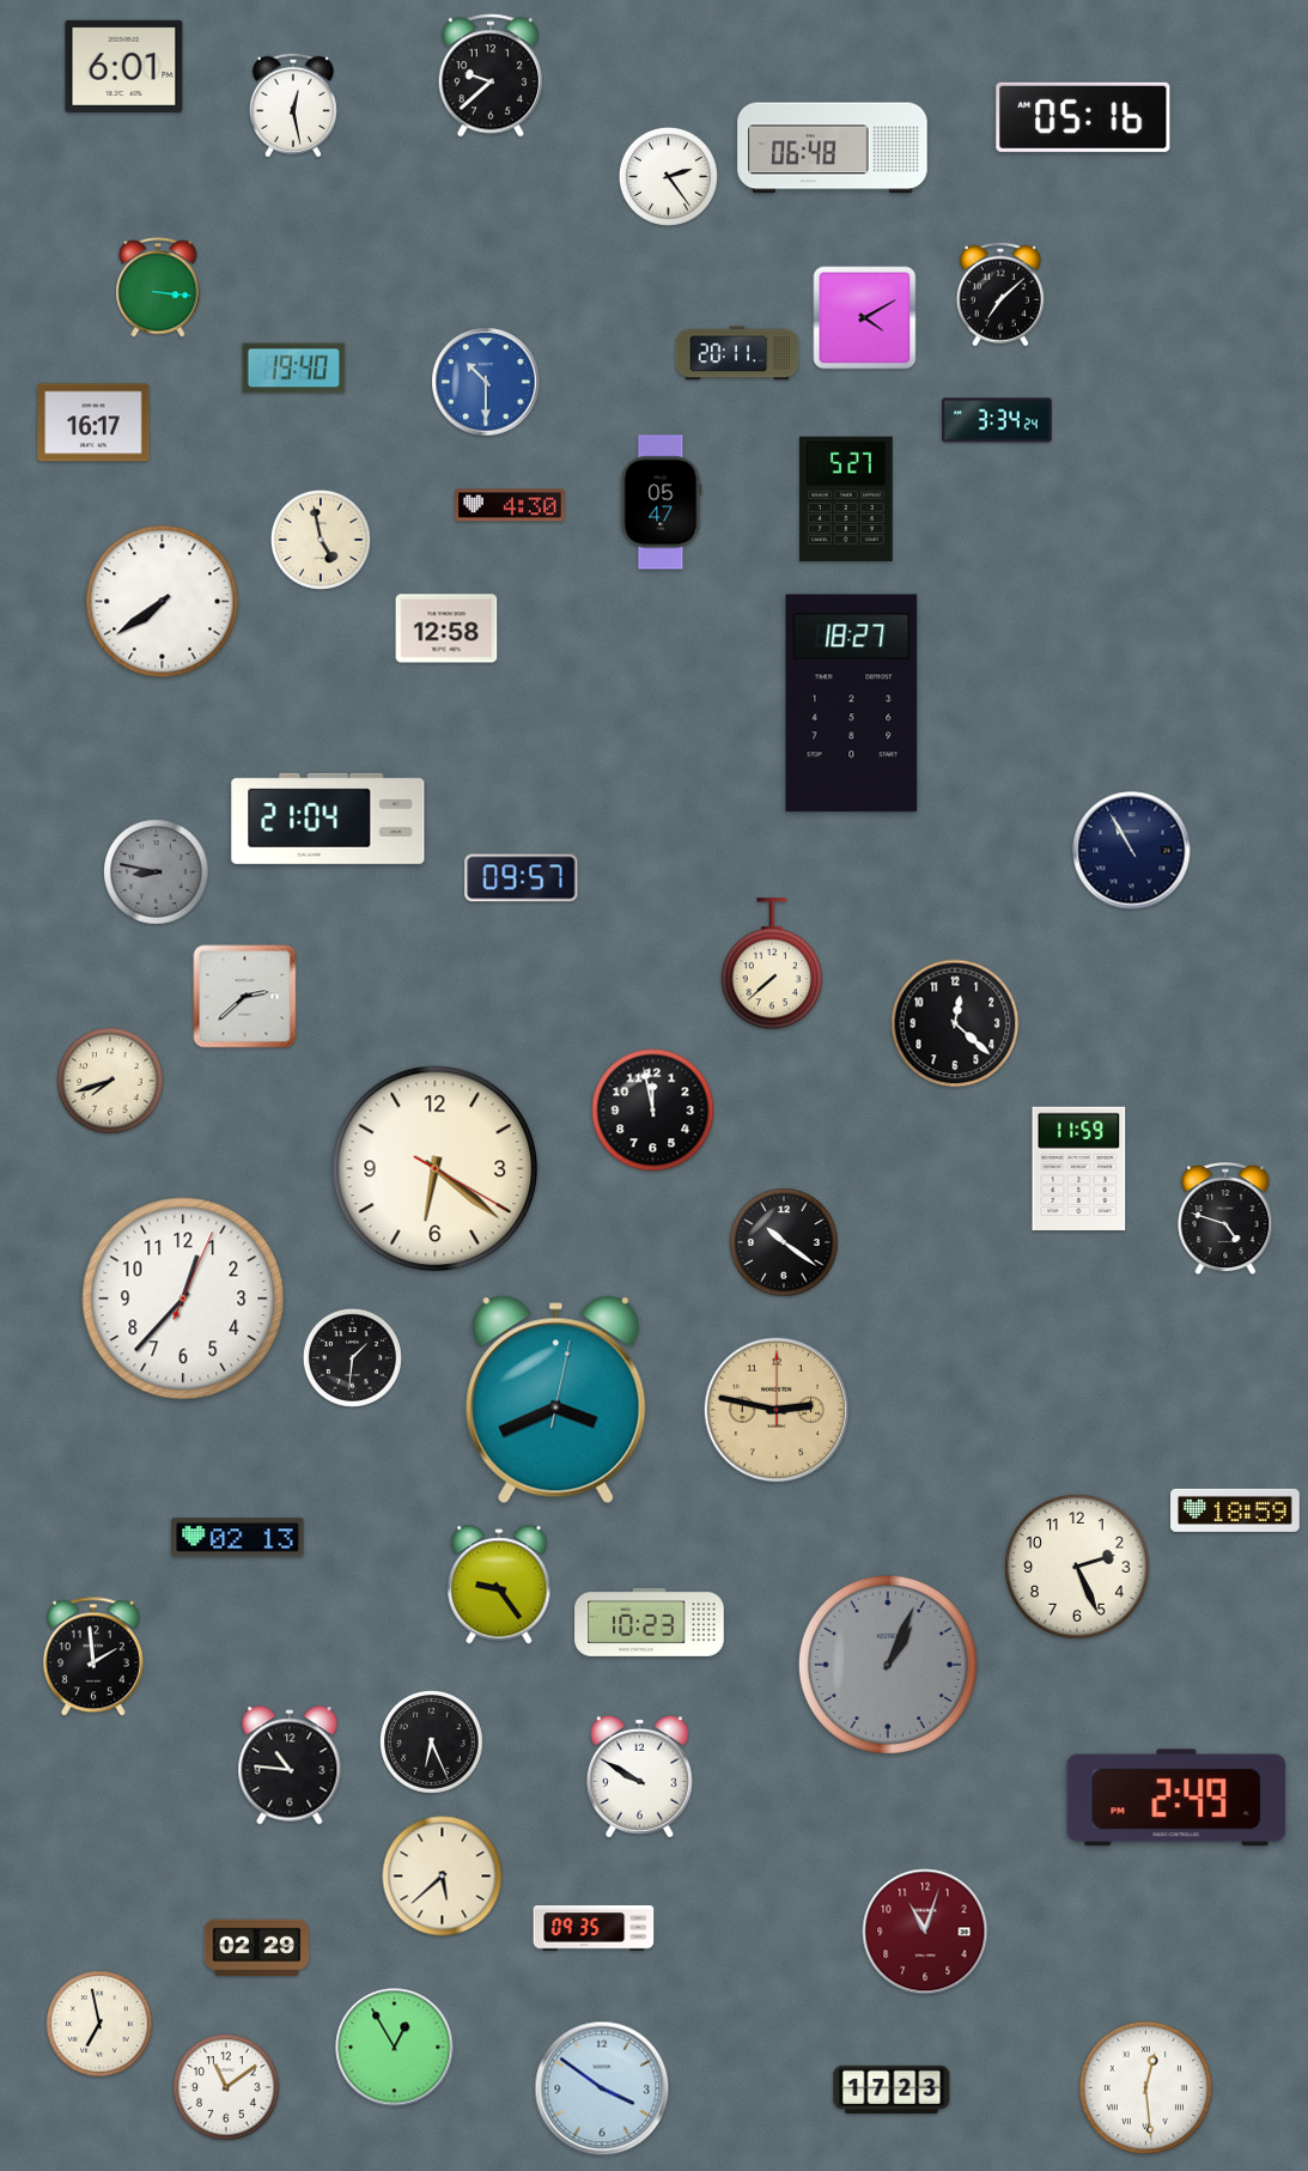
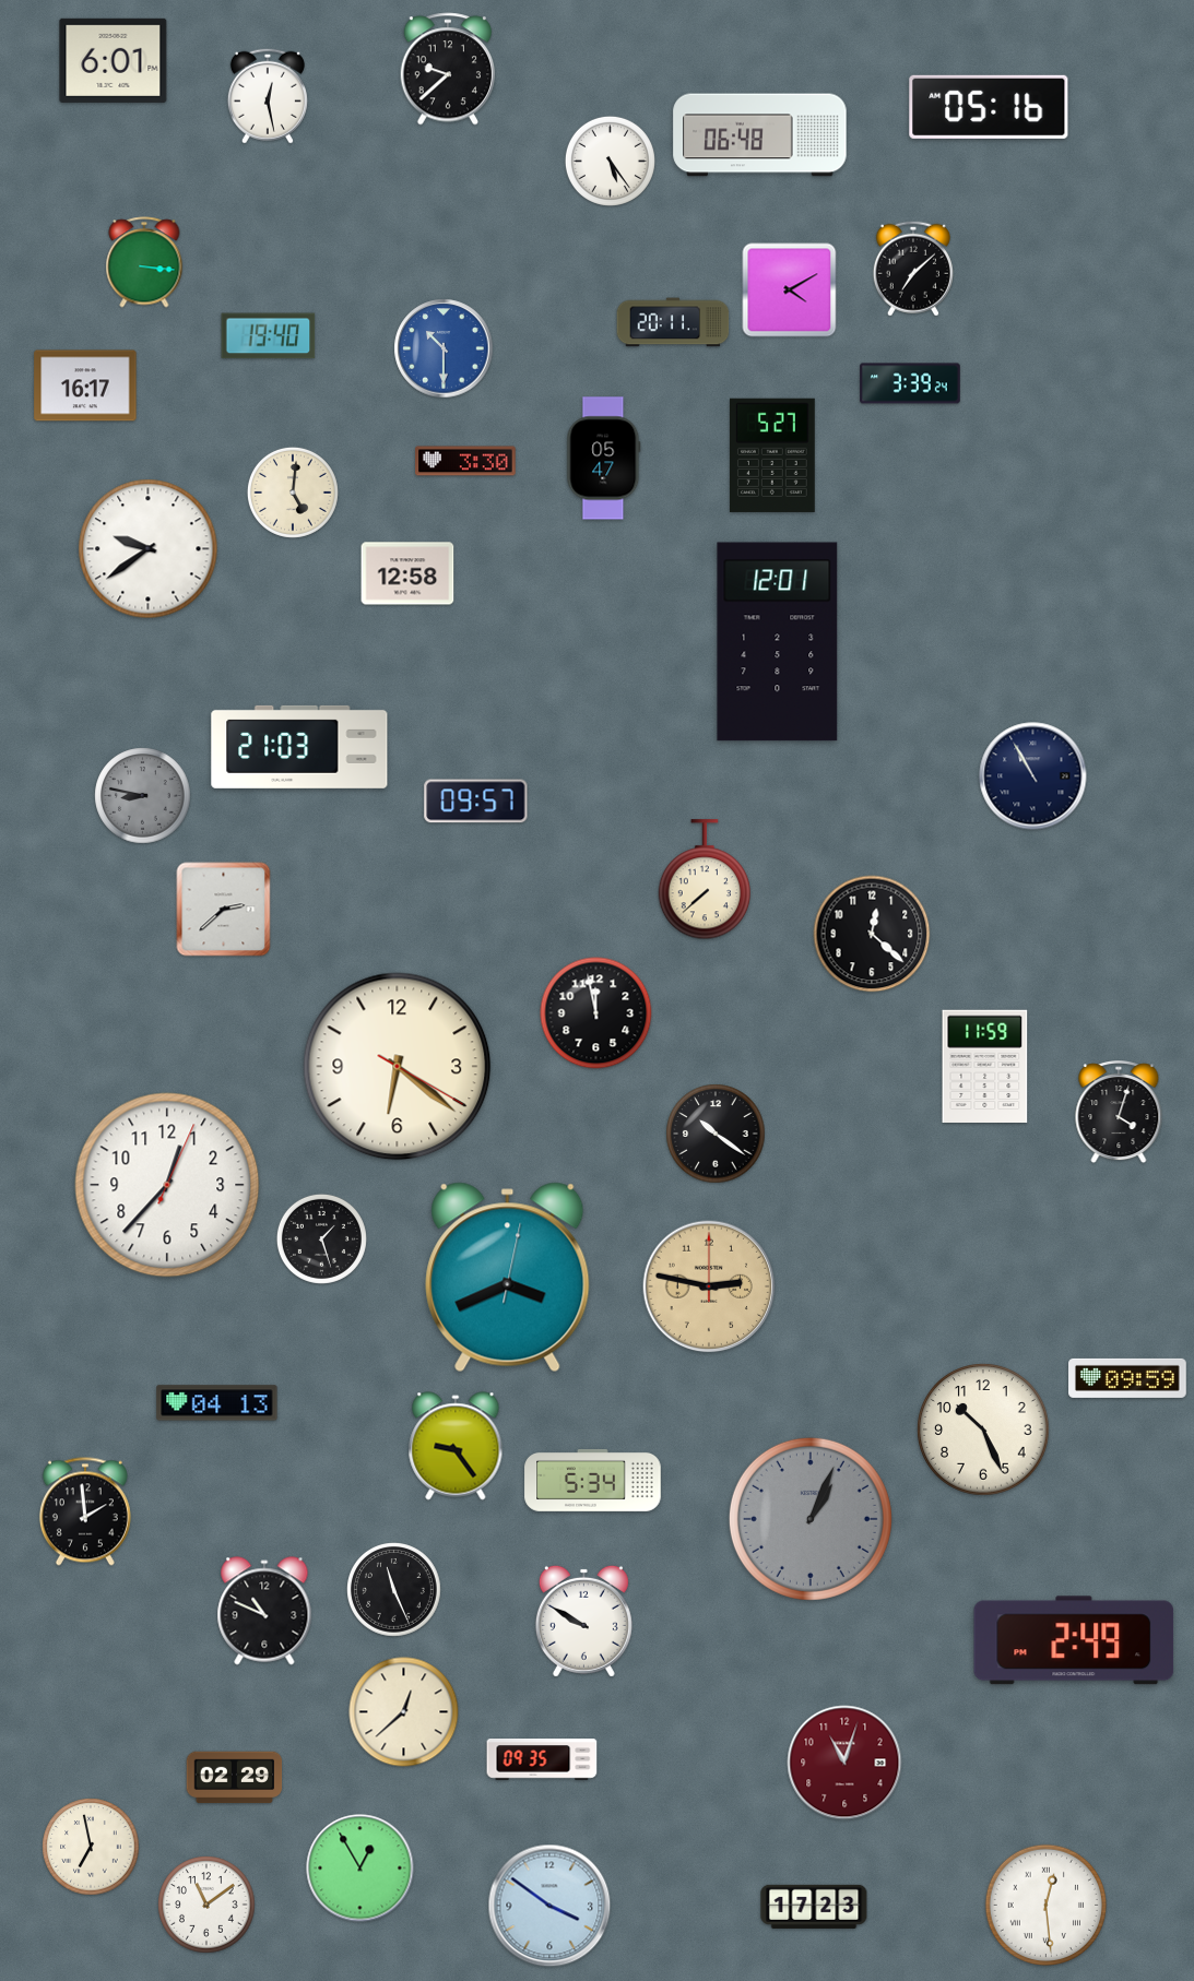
clock at (668, 176): 2:24 -> 5:24
clock at (997, 420): 3:34 -> 3:39
clock at (510, 505): 4:30 -> 3:30
clock at (321, 540): 4:58 -> 5:01
clock at (163, 602): 7:39 -> 9:39
clock at (852, 704): 18:27 -> 12:01
clock at (328, 819): 21:04 -> 21:03
clock at (110, 1081): 7:42 -> none
clock at (1225, 1220): 4:48 -> 4:03
clock at (352, 1357): 1:31 -> 1:27
clock at (1235, 1510): 18:59 -> 09:59
clock at (238, 1538): 02:13 -> 04:13
clock at (1077, 1567): 2:26 -> 10:26
clock at (650, 1622): 10:23 -> 5:34
clock at (432, 1743): 6:26 -> 11:26
clock at (290, 1765): 10:46 -> 10:49
clock at (443, 1877): 5:38 -> 12:38
